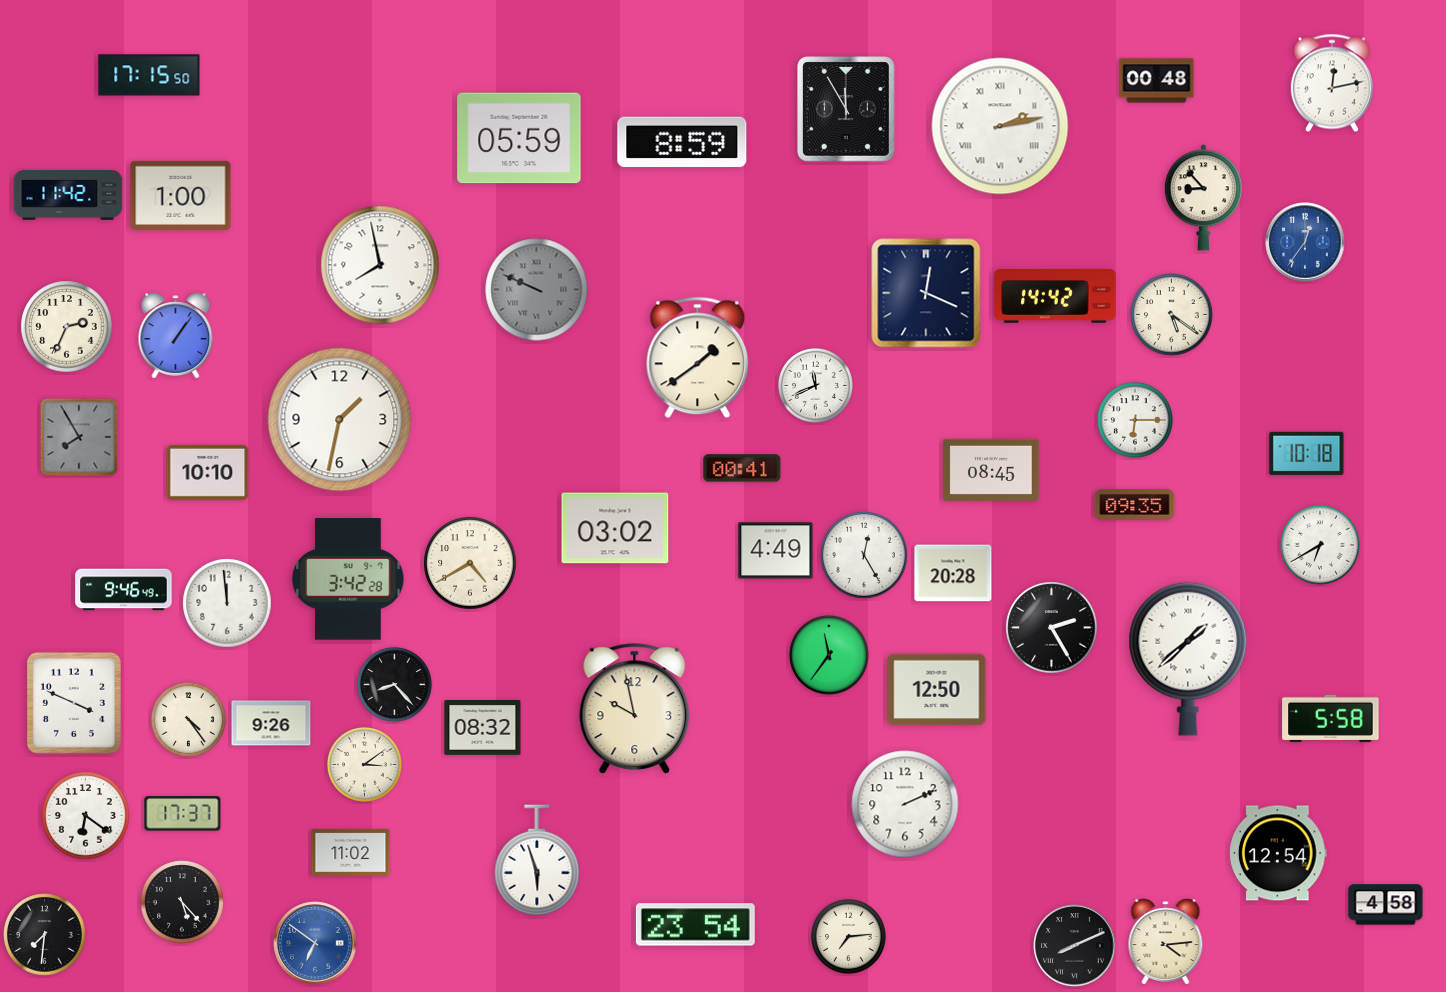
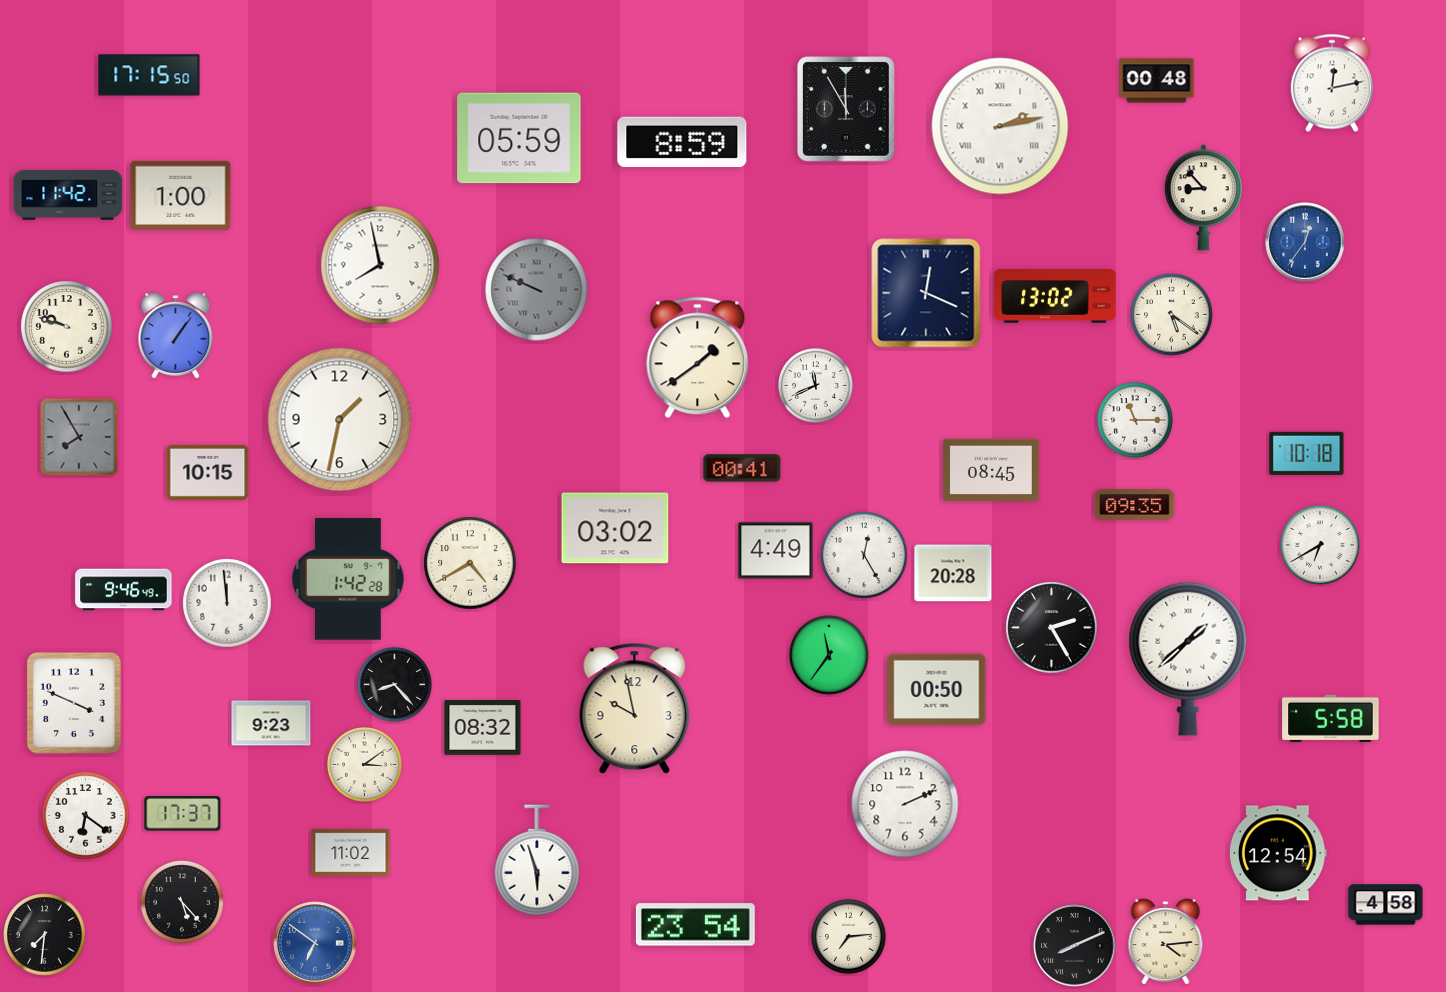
clock at (1055, 297): 14:42 -> 13:02
clock at (67, 327): 2:34 -> 9:48
clock at (1136, 421): 6:15 -> 11:15
clock at (208, 472): 10:10 -> 10:15
clock at (348, 579): 3:42 -> 1:42
clock at (937, 690): 12:50 -> 00:50
clock at (188, 719): 4:24 -> none
clock at (271, 723): 9:26 -> 9:23
